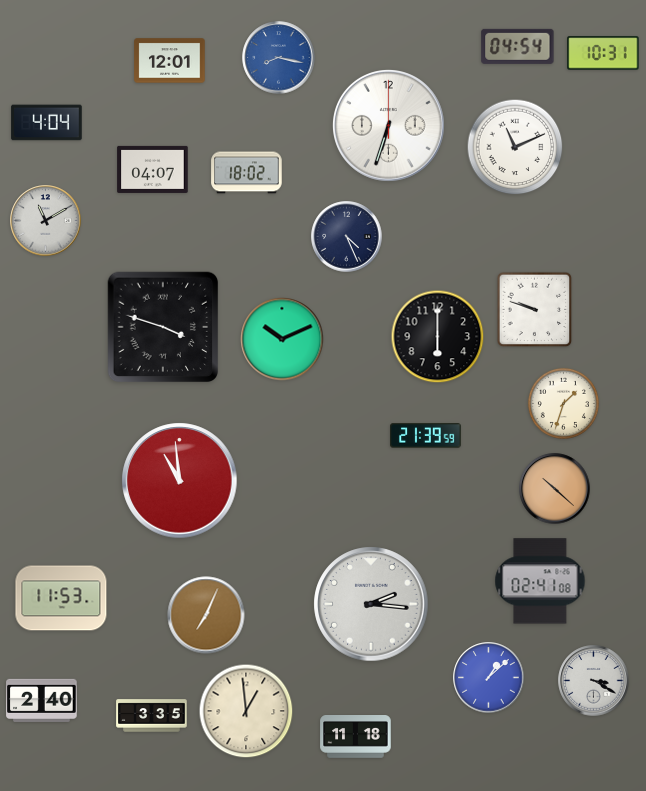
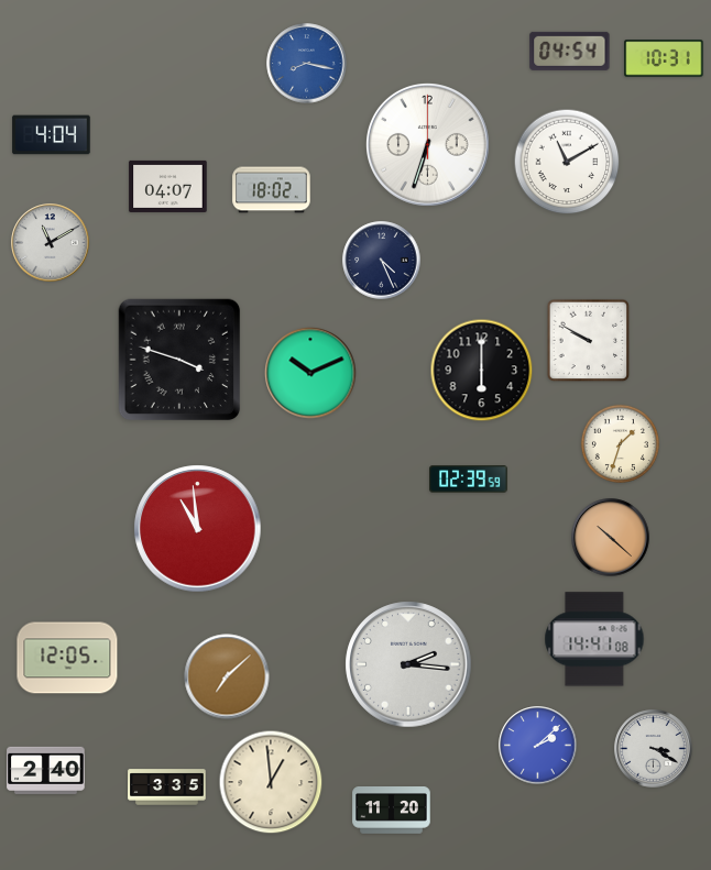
clock at (170, 61): 12:01 -> none
clock at (389, 126) position: (389, 126) -> (428, 145)
clock at (515, 147): 11:11 -> 11:10
clock at (535, 310): 9:48 -> 9:50
clock at (426, 436): 21:39 -> 02:39
clock at (540, 581): 02:41 -> 14:41
clock at (61, 598): 11:53 -> 12:05
clock at (206, 615): 7:04 -> 7:08
clock at (489, 678): 1:08 -> 2:08
clock at (356, 737): 11:18 -> 11:20
